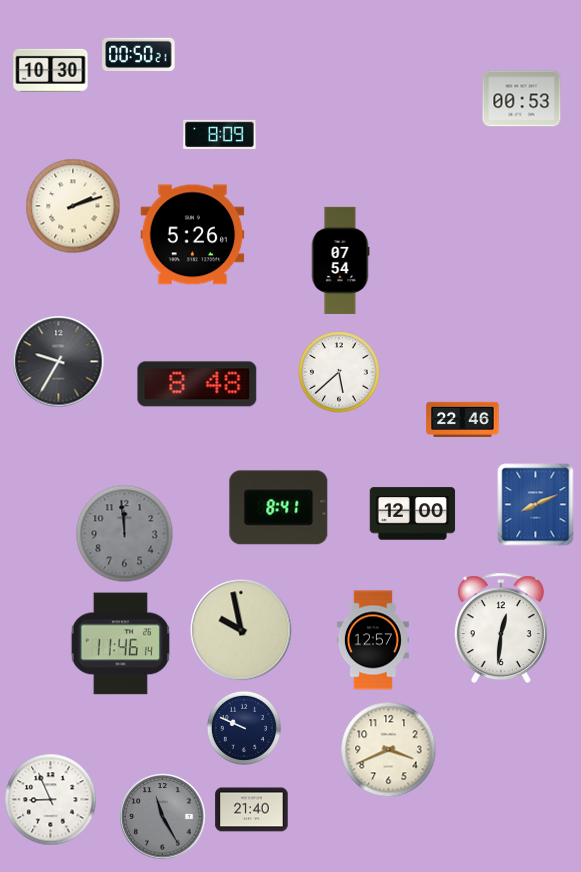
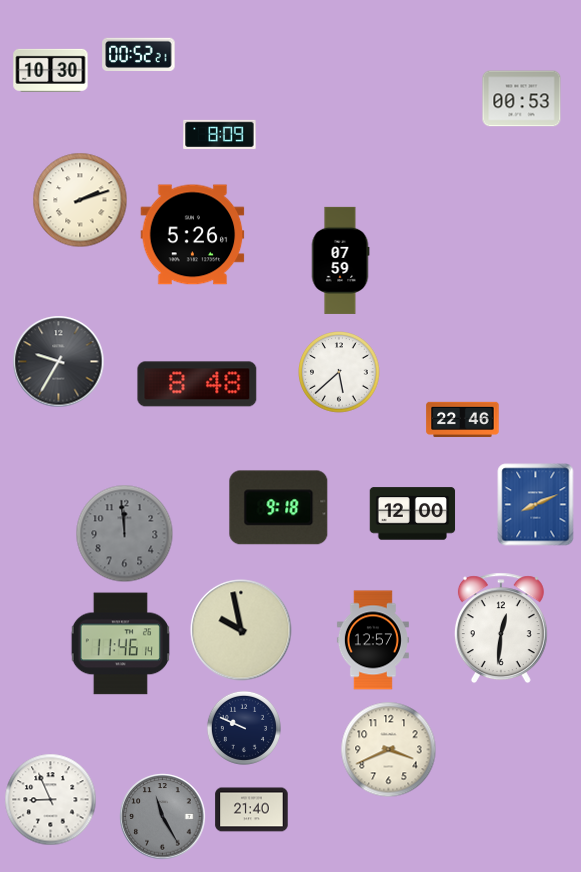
clock at (139, 54): 00:50 -> 00:52
clock at (73, 206) position: (73, 206) -> (80, 200)
clock at (340, 260): 07:54 -> 07:59
clock at (279, 508): 8:41 -> 9:18
